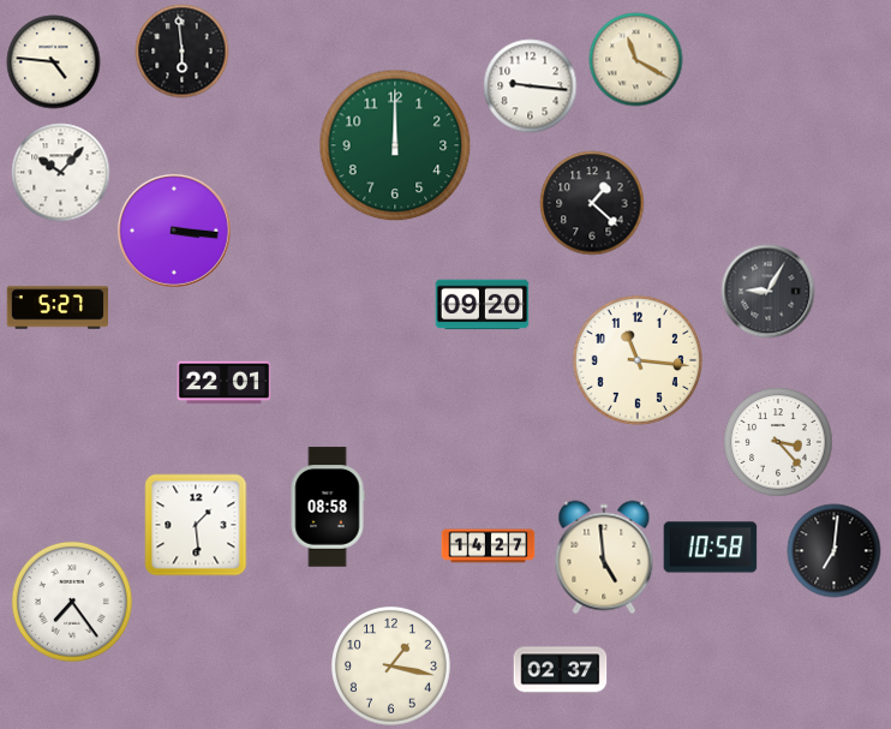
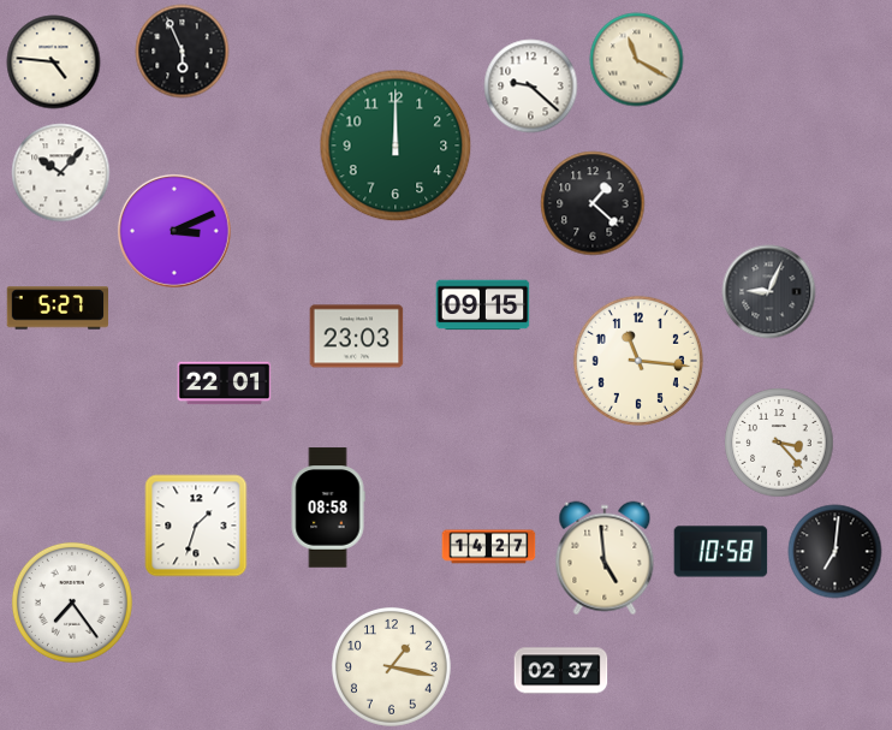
clock at (181, 50): 5:59 -> 5:56
clock at (530, 85): 9:16 -> 9:22
clock at (174, 231): 3:16 -> 3:11
clock at (767, 291): 9:05 -> 9:04
clock at (482, 305): 09:20 -> 09:15
clock at (356, 337): none -> 23:03
clock at (196, 525): 1:29 -> 1:33
clock at (710, 548) position: (710, 548) -> (720, 552)
